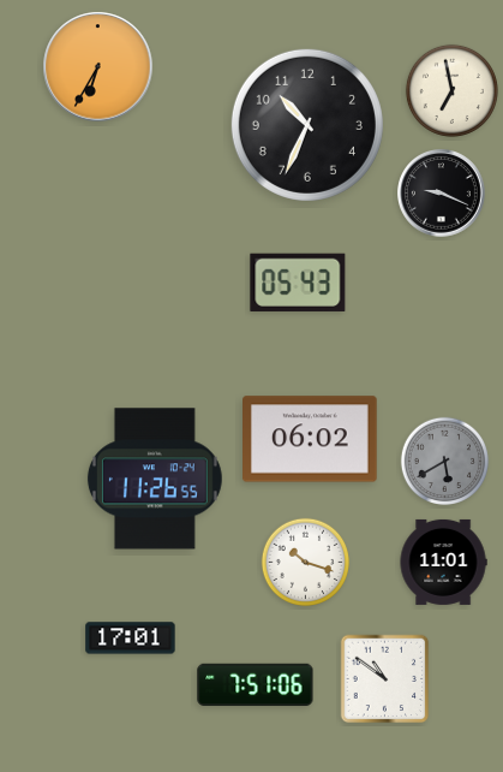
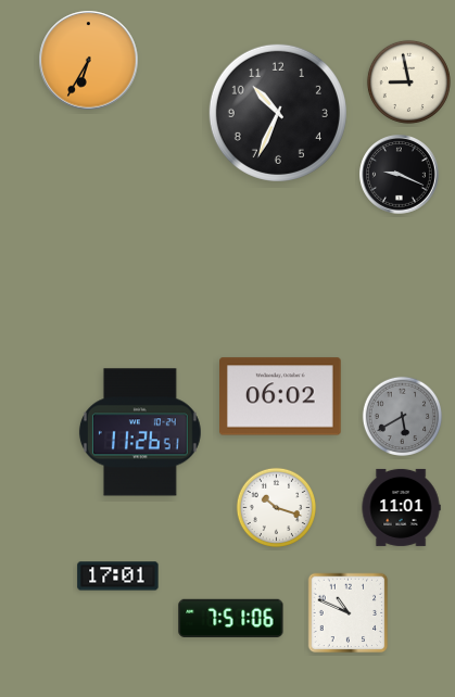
clock at (451, 90): 6:58 -> 8:58
clock at (298, 283): 05:43 -> none
clock at (155, 479): 11:26:55 -> 11:26:51
clock at (385, 679): 10:51 -> 10:49
